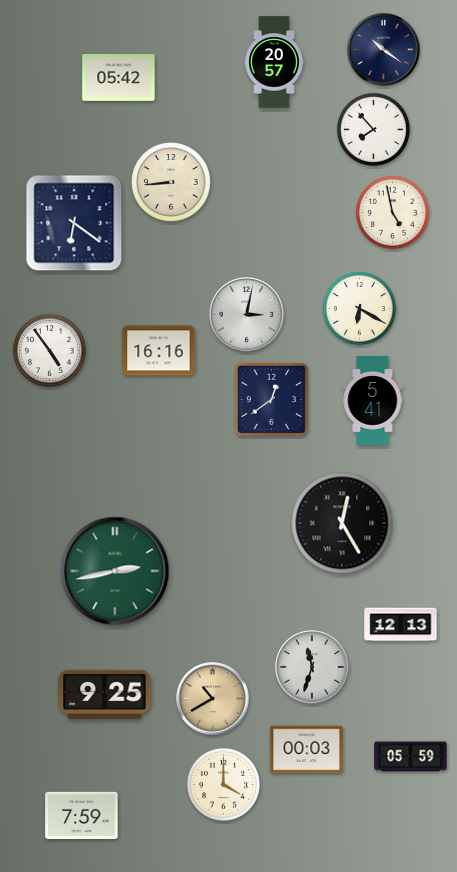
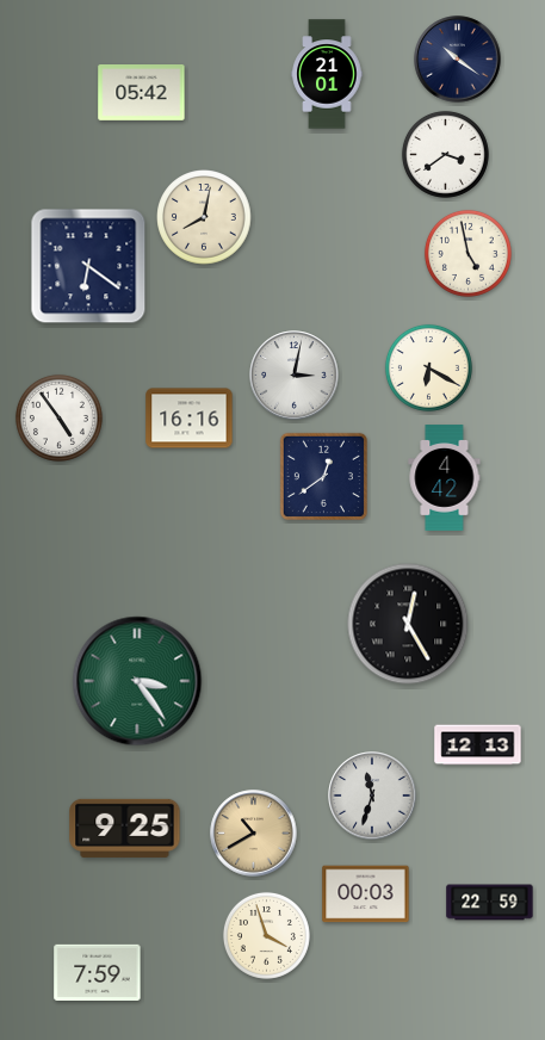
clock at (274, 62): 20:57 -> 21:01
clock at (373, 129): 7:53 -> 3:39
clock at (171, 182): 8:44 -> 8:02
clock at (373, 401): 5:41 -> 4:42
clock at (115, 571): 2:43 -> 3:24
clock at (411, 757): 05:59 -> 22:59
clock at (223, 784): 4:00 -> 3:57
